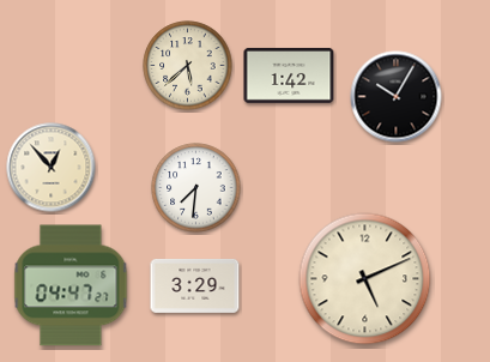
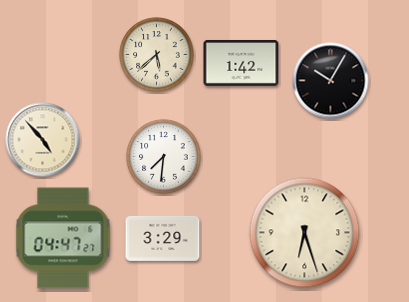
clock at (52, 168): 12:53 -> 4:53
clock at (365, 279): 5:11 -> 6:27
clock at (71, 285) position: (71, 285) -> (63, 238)
